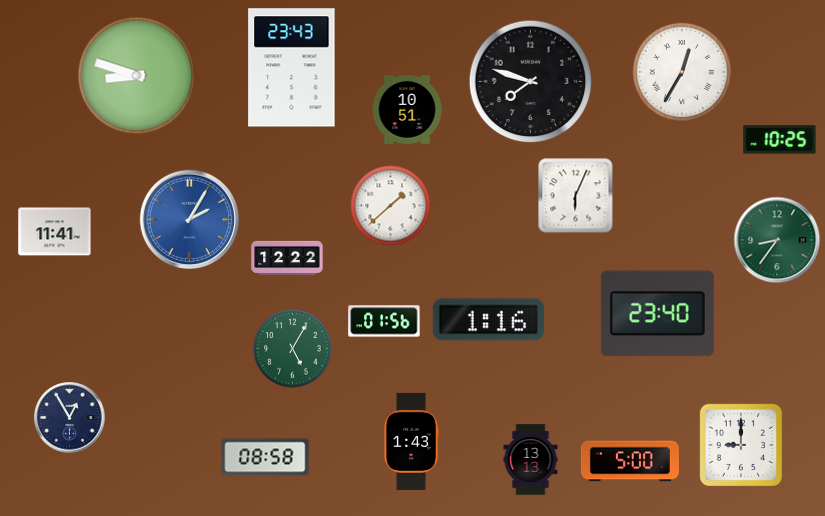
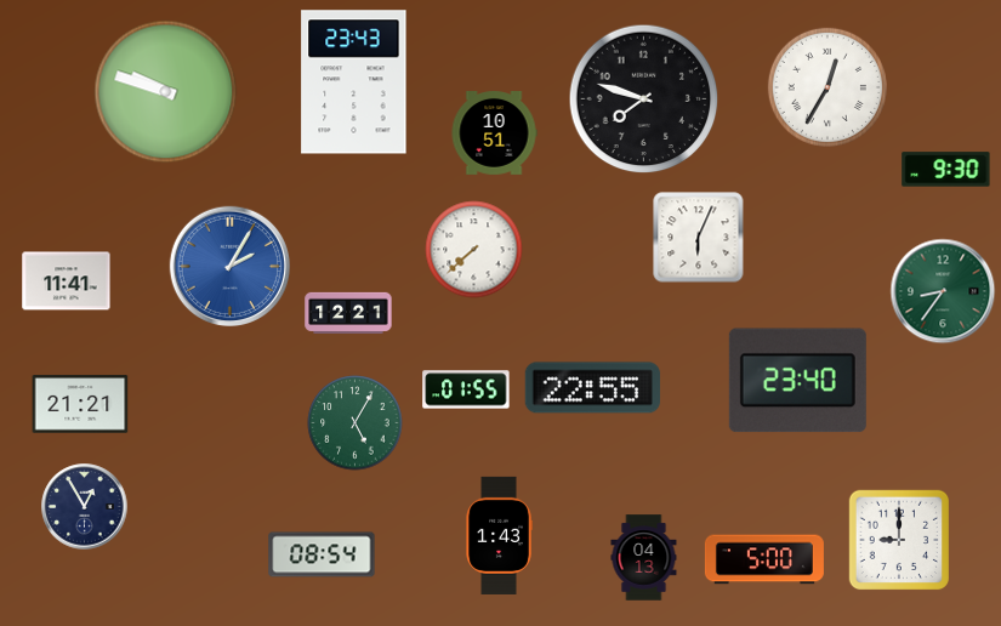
clock at (137, 76): 8:48 -> 9:48
clock at (780, 140): 10:25 -> 9:30
clock at (391, 206): 1:38 -> 7:38
clock at (287, 257): 12:22 -> 12:21
clock at (488, 320): 1:16 -> 22:55
clock at (384, 321): 01:56 -> 01:55
clock at (80, 404): none -> 21:21
clock at (265, 457): 08:58 -> 08:54
clock at (531, 460): 13:13 -> 04:13
